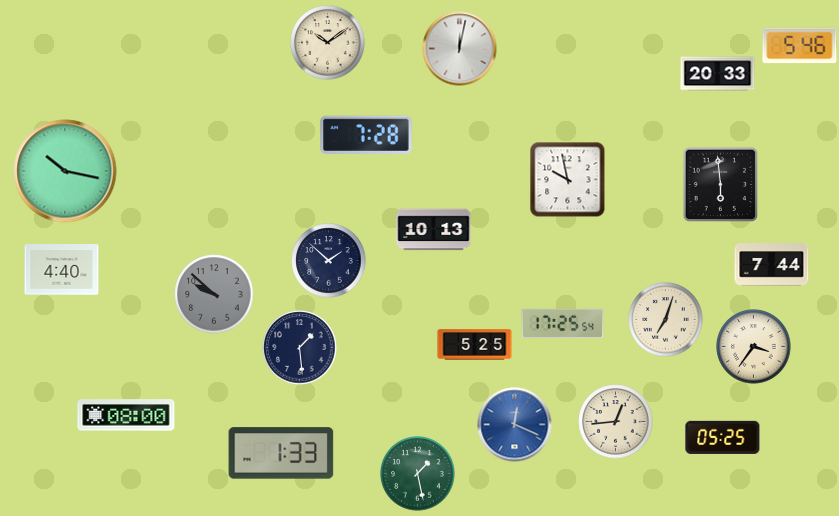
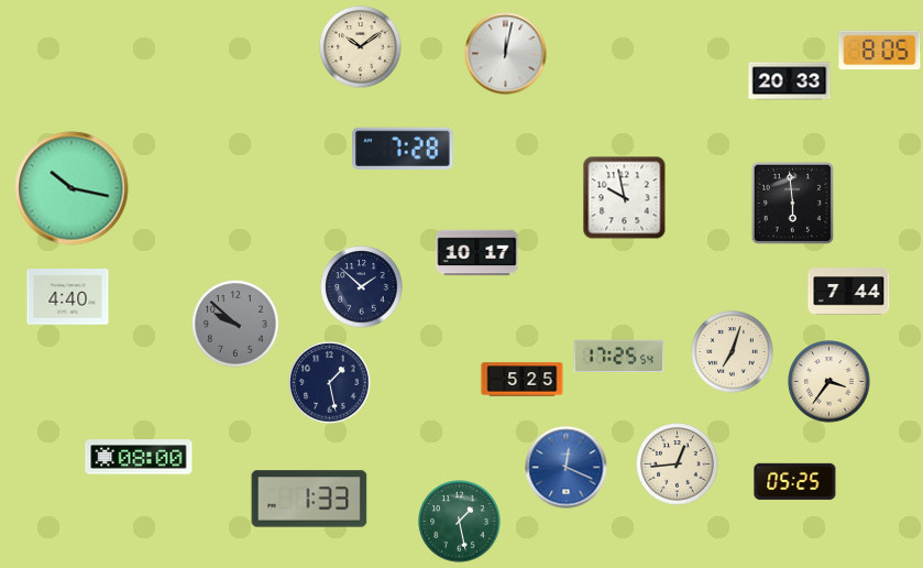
clock at (800, 46): 5:46 -> 8:05
clock at (434, 230): 10:13 -> 10:17
clock at (300, 348): 1:29 -> 1:28
